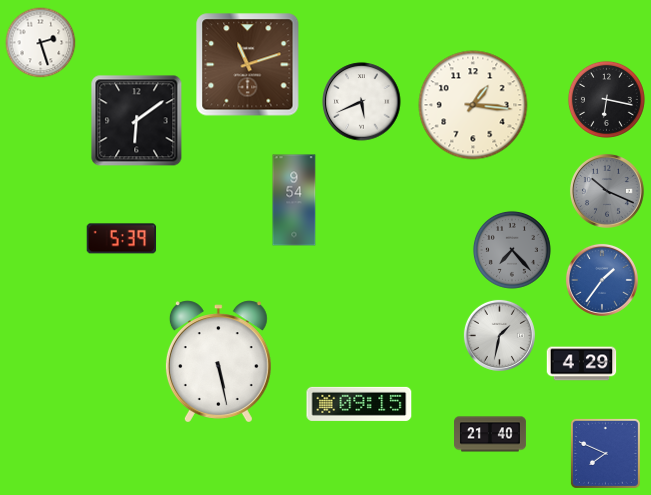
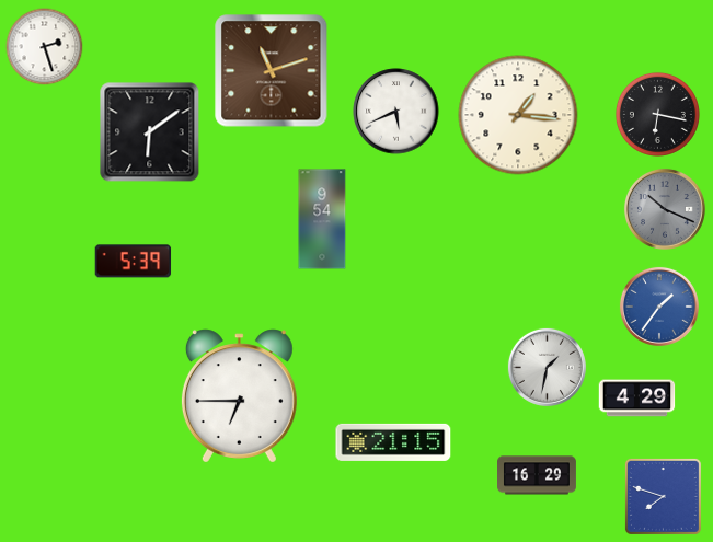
clock at (606, 99) position: (606, 99) -> (657, 114)
clock at (512, 250): 7:23 -> none
clock at (218, 362): 5:28 -> 6:45
clock at (359, 404): 09:15 -> 21:15
clock at (491, 434): 21:40 -> 16:29
clock at (605, 453): 7:49 -> 7:48
